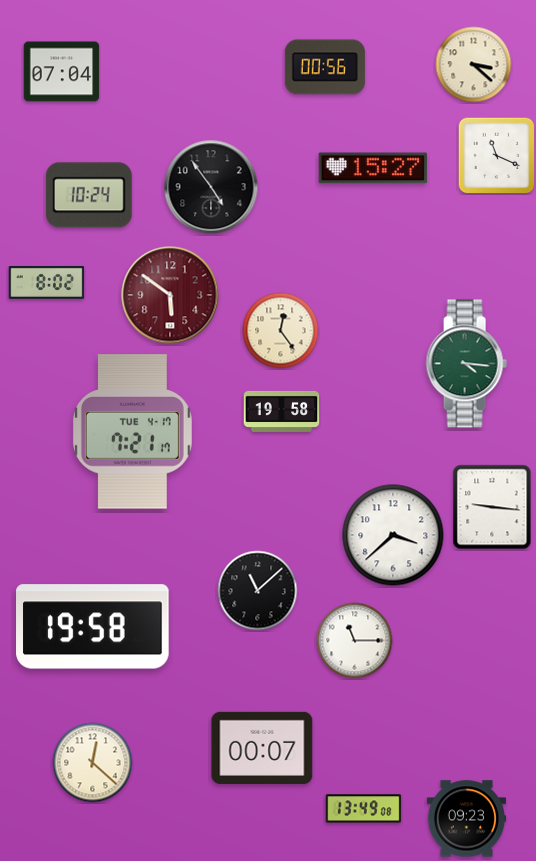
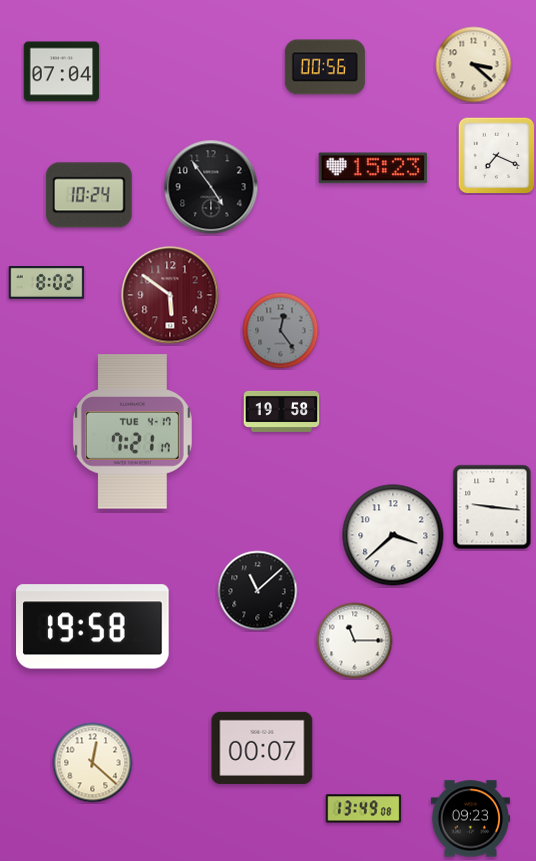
clock at (496, 155): 11:19 -> 7:19
clock at (373, 168): 15:27 -> 15:23
clock at (281, 331) dial: cream -> grey
clock at (466, 364): 4:16 -> none
clock at (466, 819) position: (466, 819) -> (470, 819)
